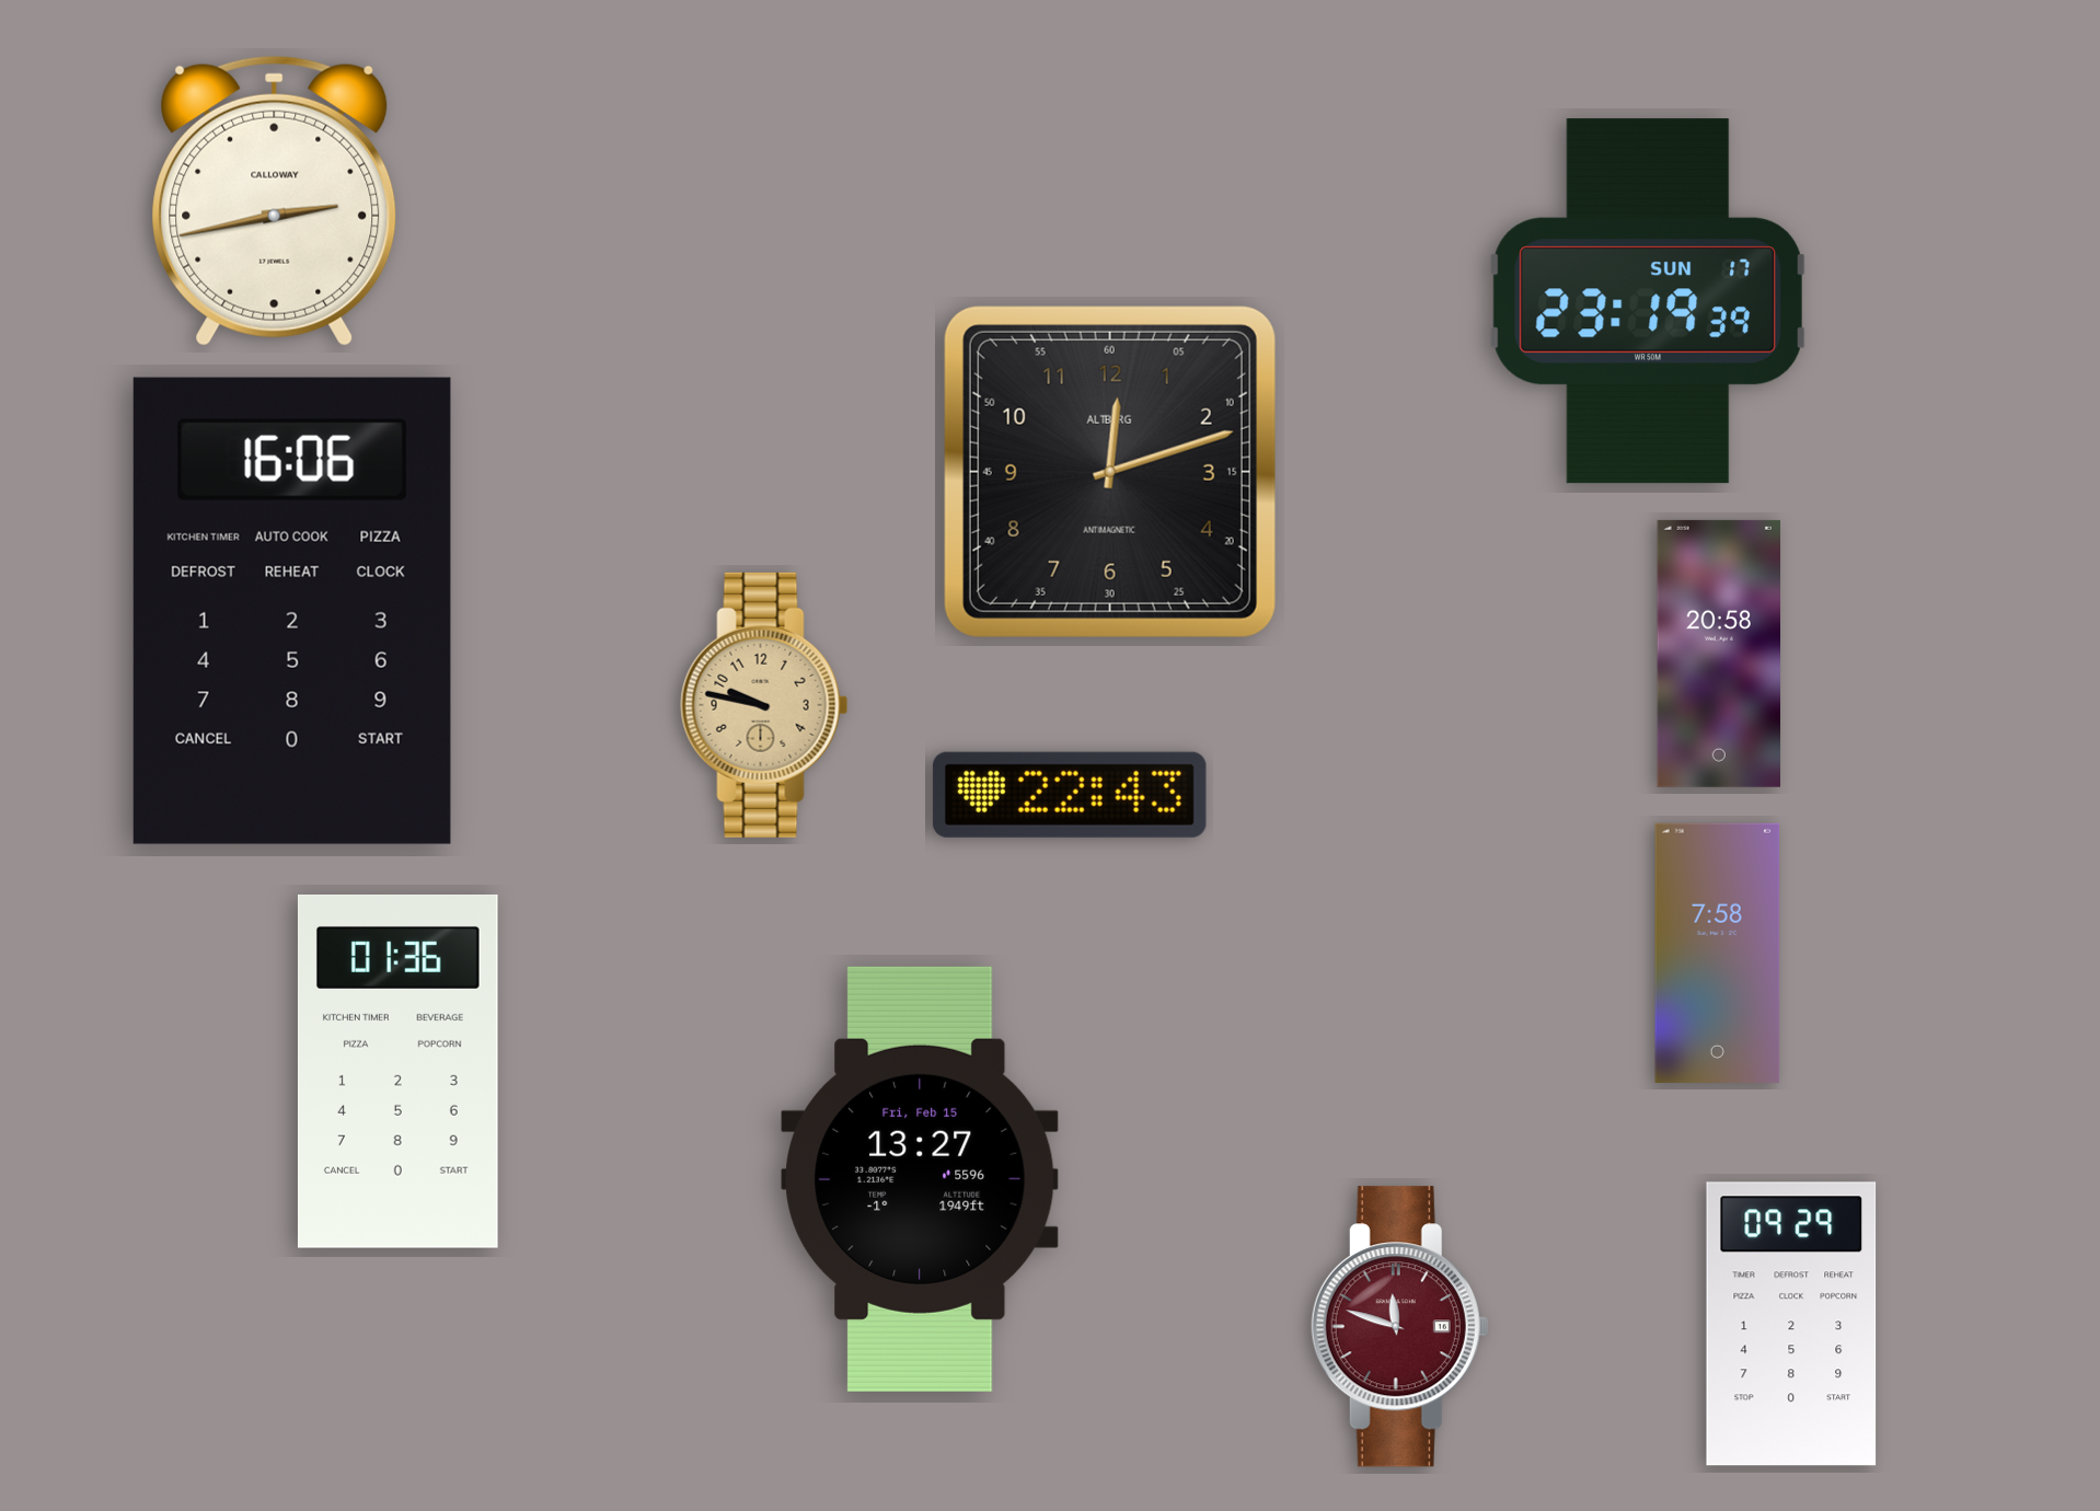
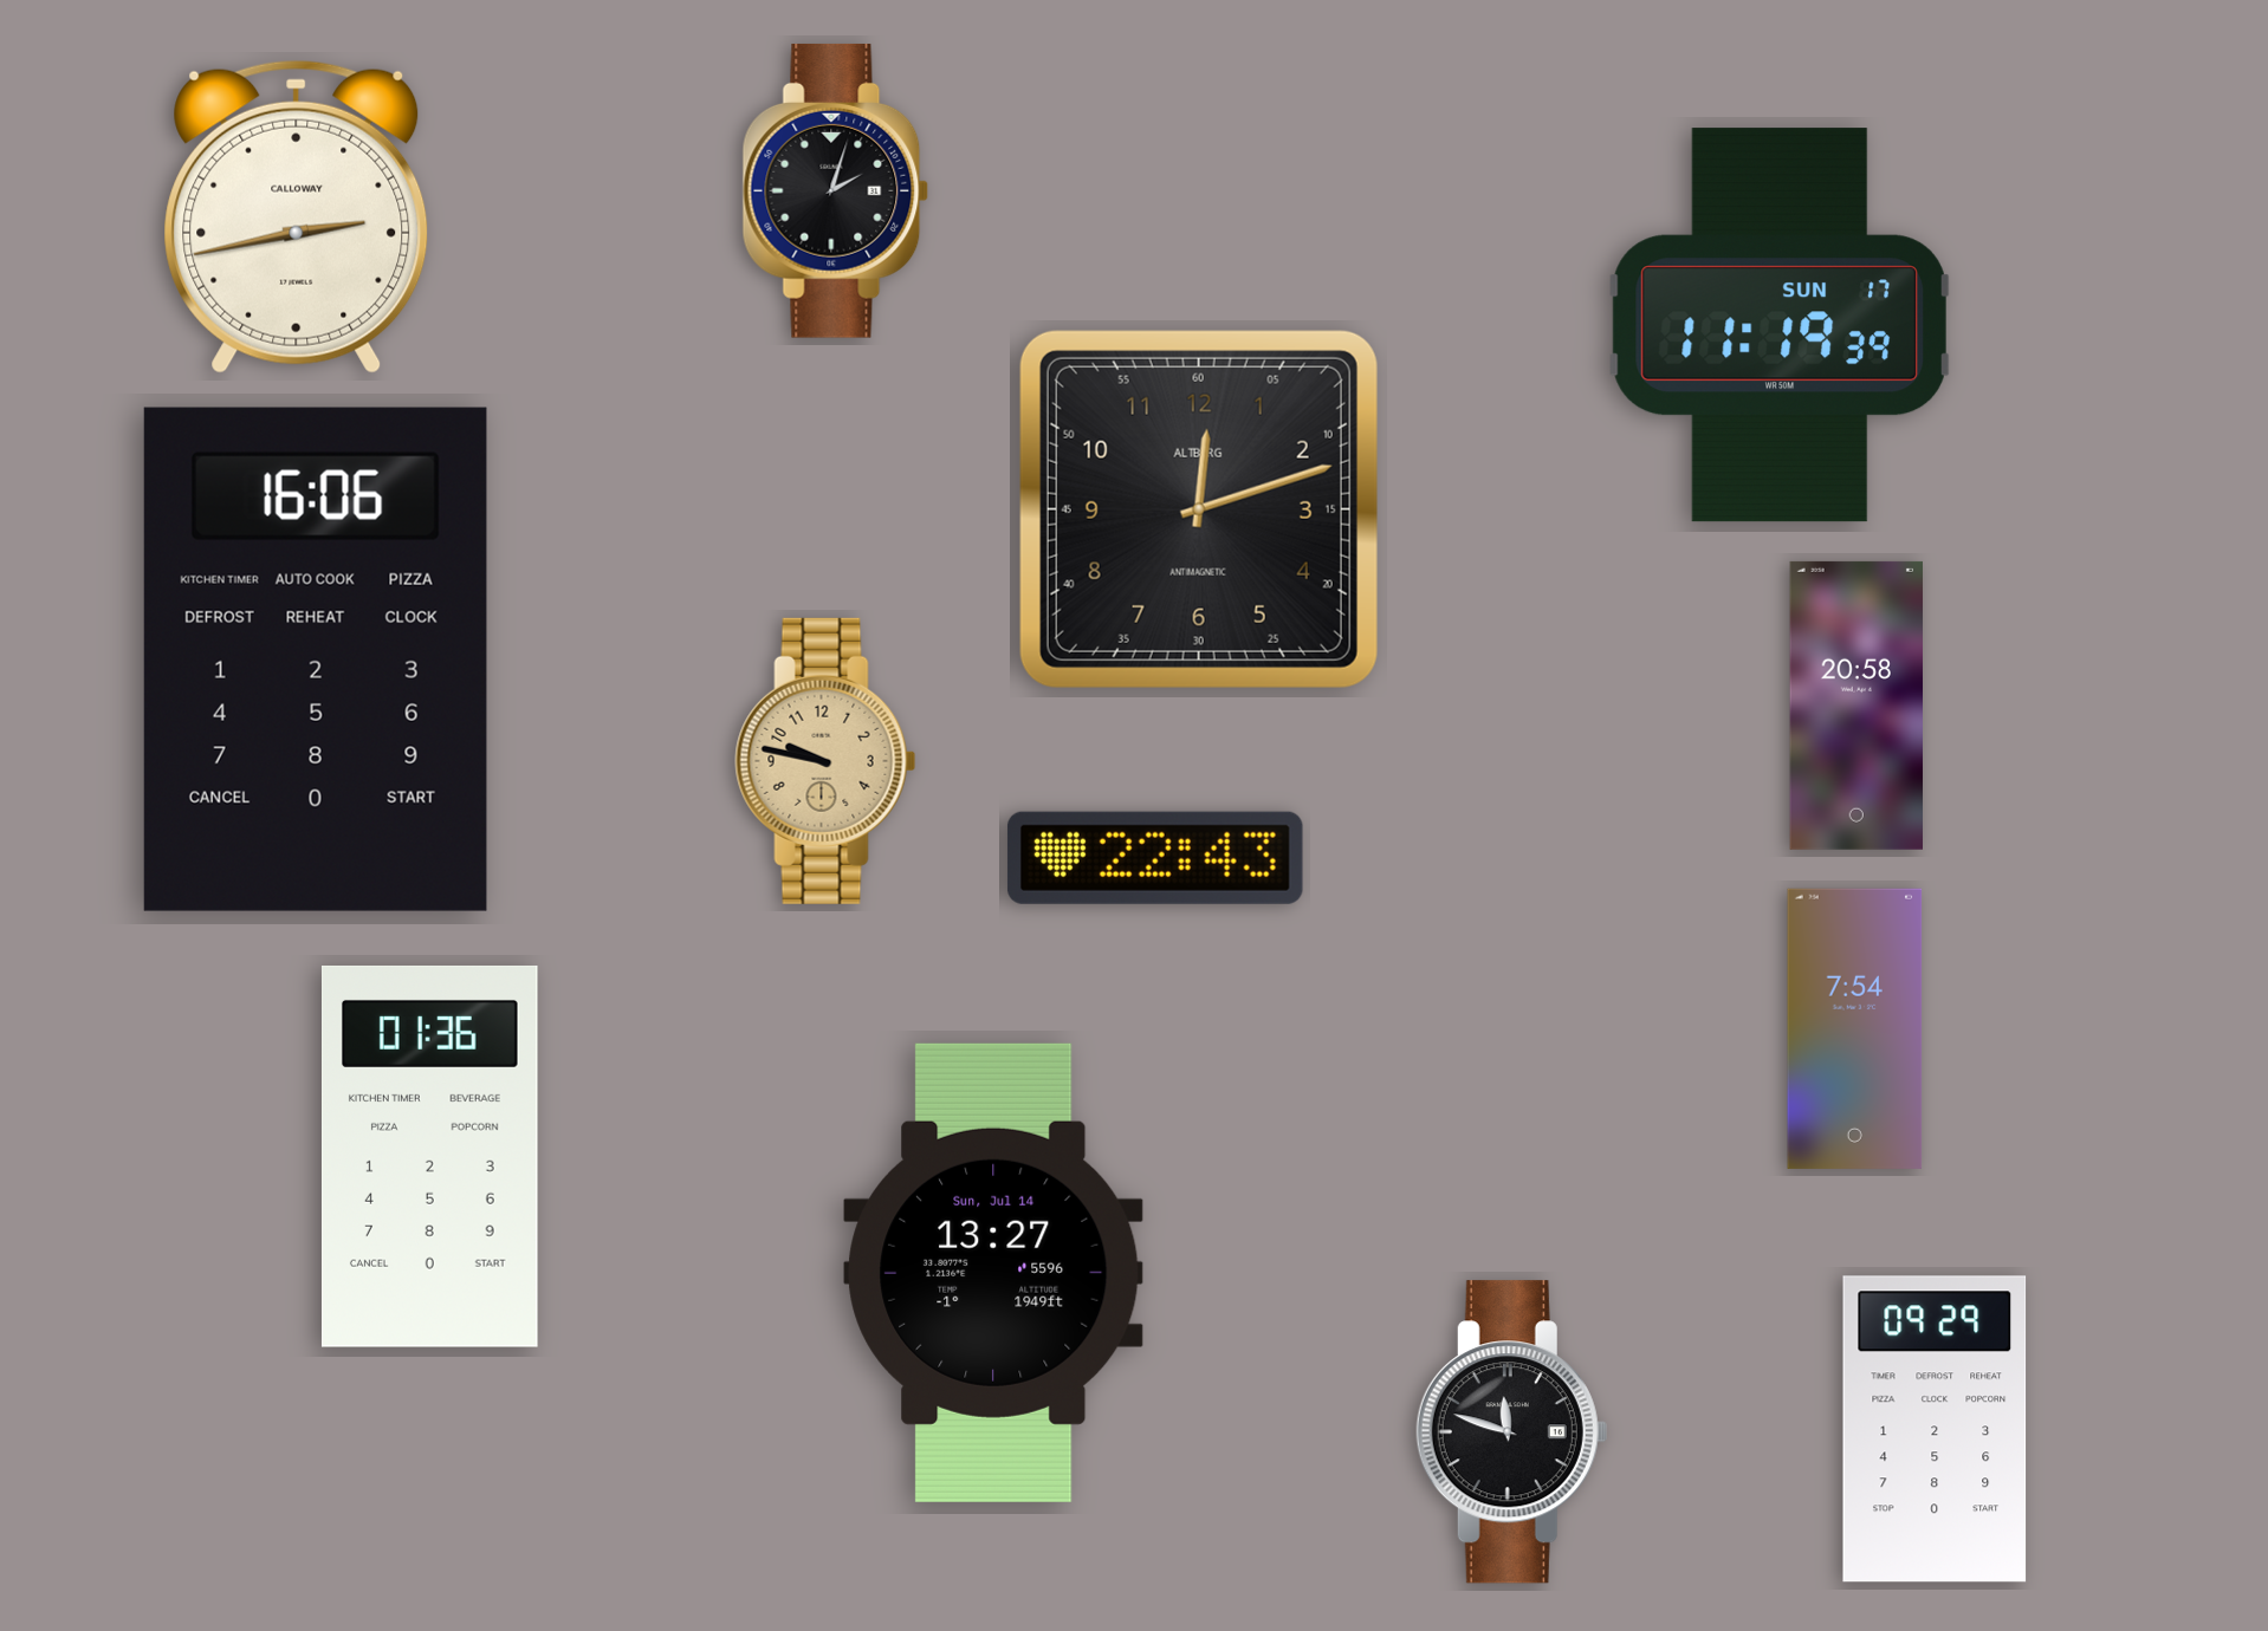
clock at (836, 190): none -> 2:03
clock at (1648, 301): 23:19 -> 11:19
clock at (1718, 953): 7:58 -> 7:54
clock at (920, 1179) date: Fri, Feb 15 -> Sun, Jul 14
clock at (1399, 1327) dial: burgundy -> black
